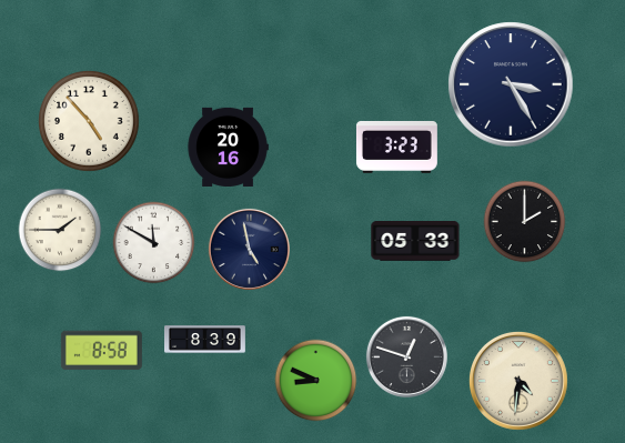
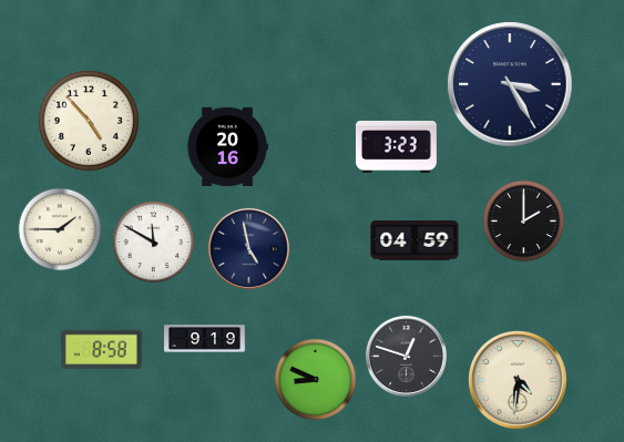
clock at (415, 242): 05:33 -> 04:59
clock at (205, 340): 8:39 -> 9:19
